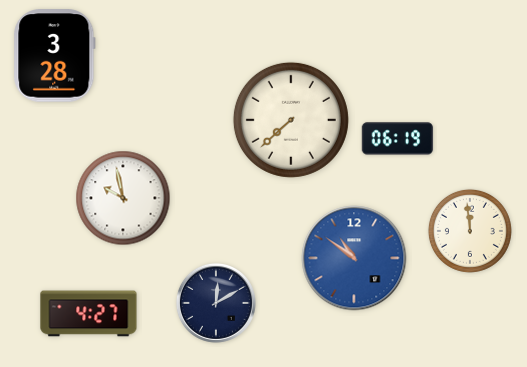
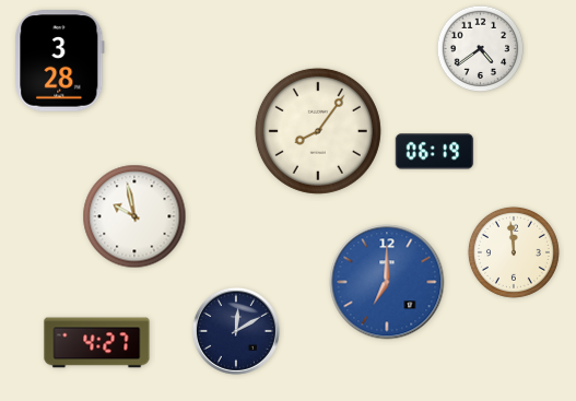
clock at (481, 49): none -> 4:39
clock at (291, 120): 7:38 -> 8:06
clock at (354, 258): 10:51 -> 7:00
